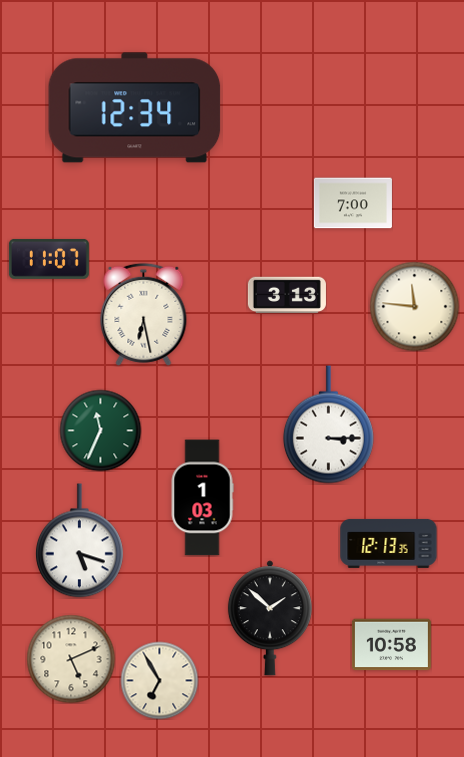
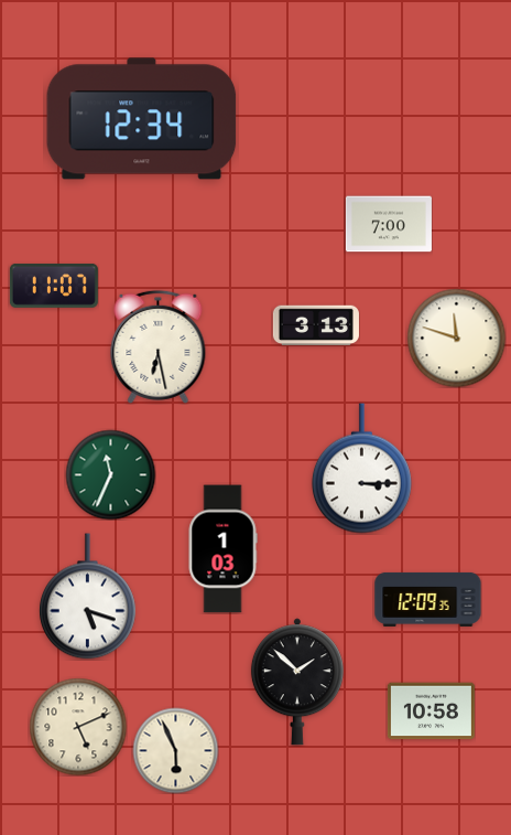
clock at (135, 108) position: (135, 108) -> (142, 119)
clock at (414, 306): 11:46 -> 11:48
clock at (389, 543): 12:13 -> 12:09
clock at (159, 680): 6:55 -> 5:56
